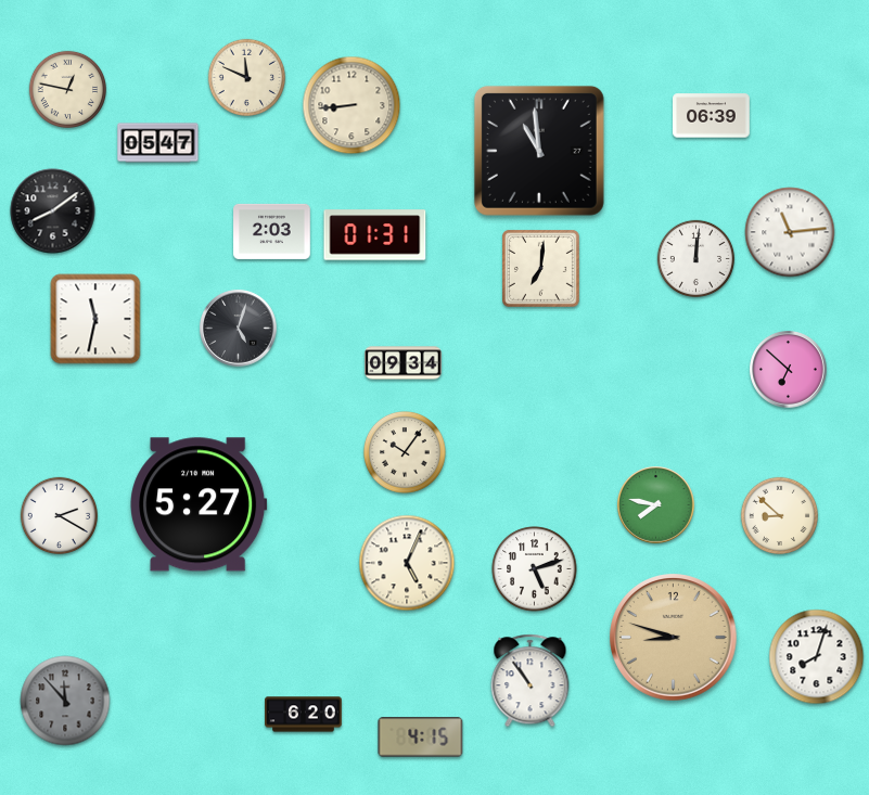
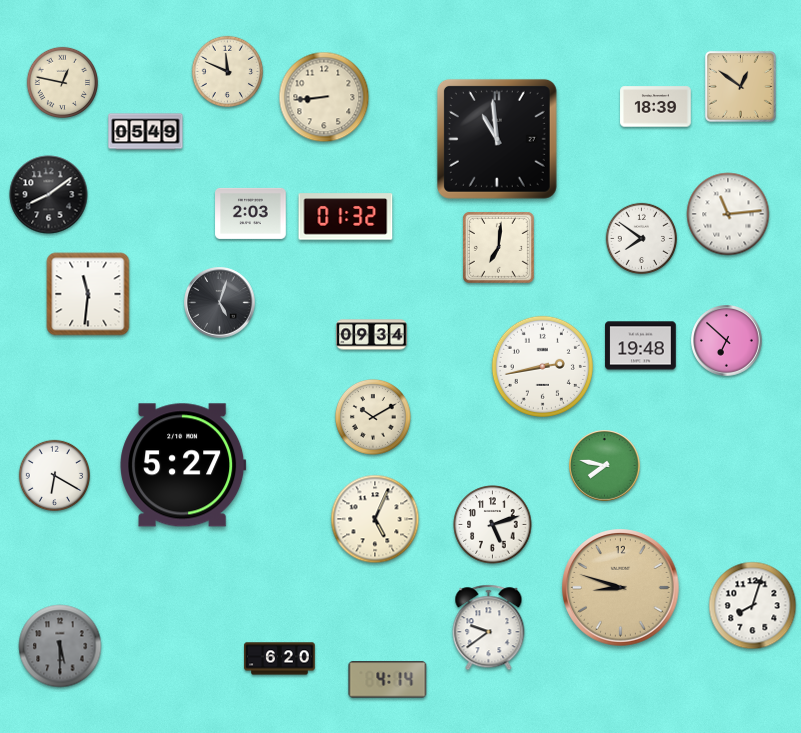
clock at (740, 86): none -> 12:51
clock at (712, 116): 06:39 -> 18:39
clock at (158, 143): 05:47 -> 05:49
clock at (375, 235): 01:31 -> 01:32
clock at (695, 258): 12:01 -> 7:51
clock at (95, 319): 11:32 -> 11:31
clock at (641, 346): none -> 19:48
clock at (542, 366): none -> 2:43
clock at (406, 453): 10:06 -> 10:10
clock at (59, 515): 2:20 -> 6:20
clock at (779, 515): 8:52 -> none
clock at (531, 681): 10:54 -> 9:39
clock at (65, 701): 11:53 -> 5:30
clock at (421, 738): 4:15 -> 4:14
